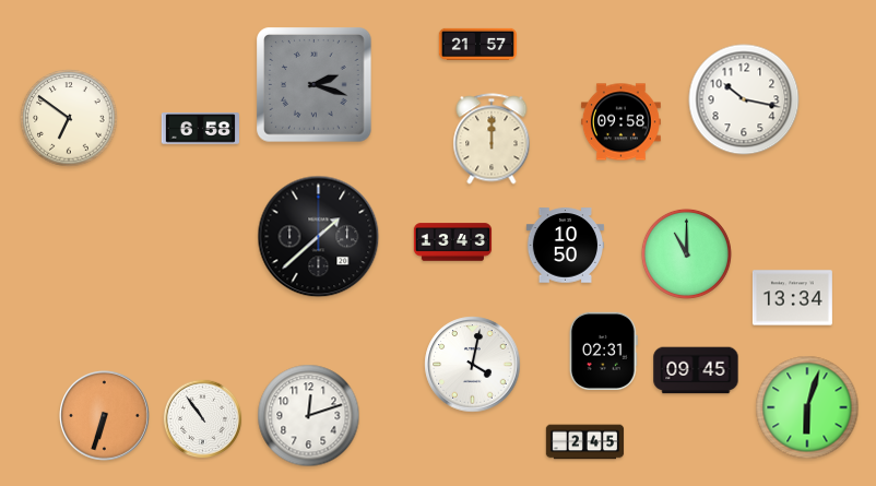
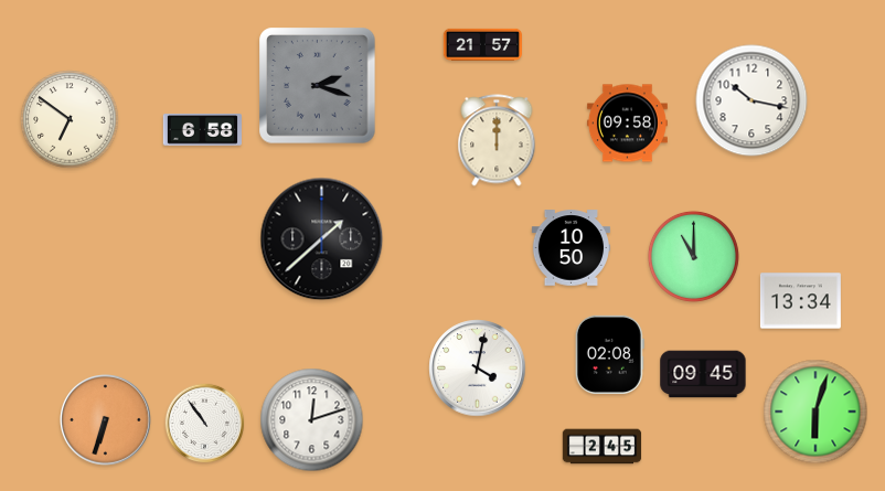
clock at (453, 242): 13:43 -> none
clock at (603, 351): 02:31 -> 02:08
clock at (585, 442) position: (585, 442) -> (603, 447)
